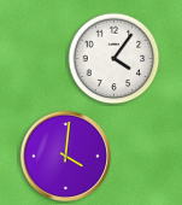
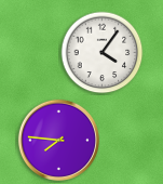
clock at (65, 156): 4:01 -> 7:46
